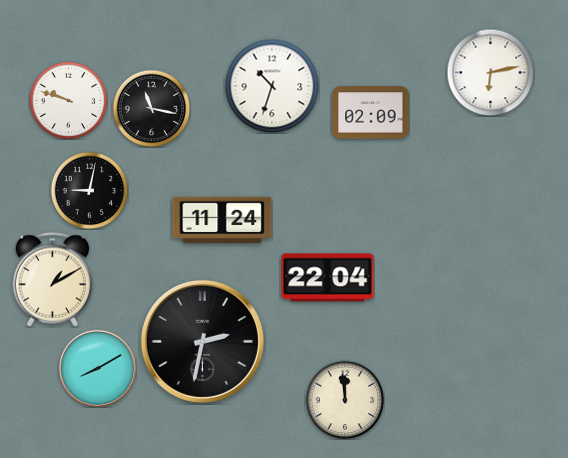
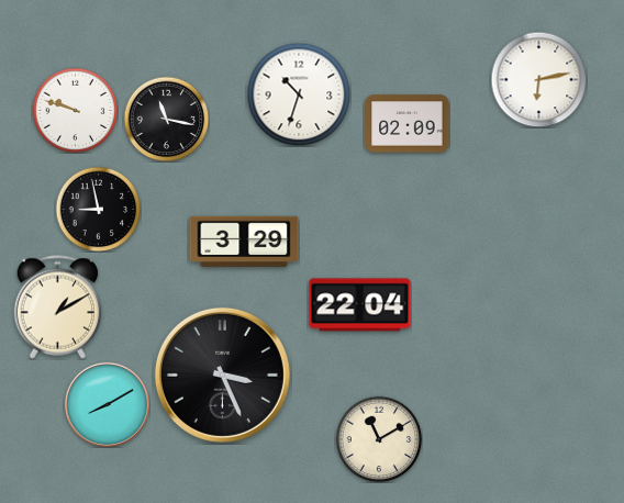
clock at (89, 190): 9:02 -> 8:58
clock at (222, 220): 11:24 -> 3:29
clock at (202, 341): 2:32 -> 3:26
clock at (345, 400): 11:59 -> 11:10
